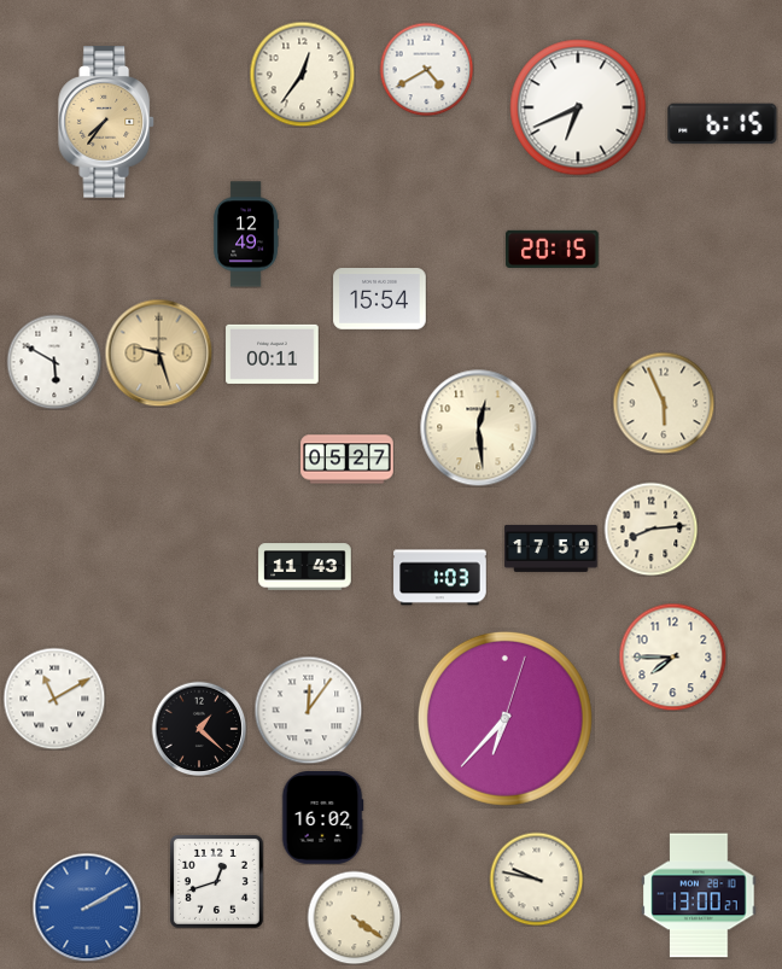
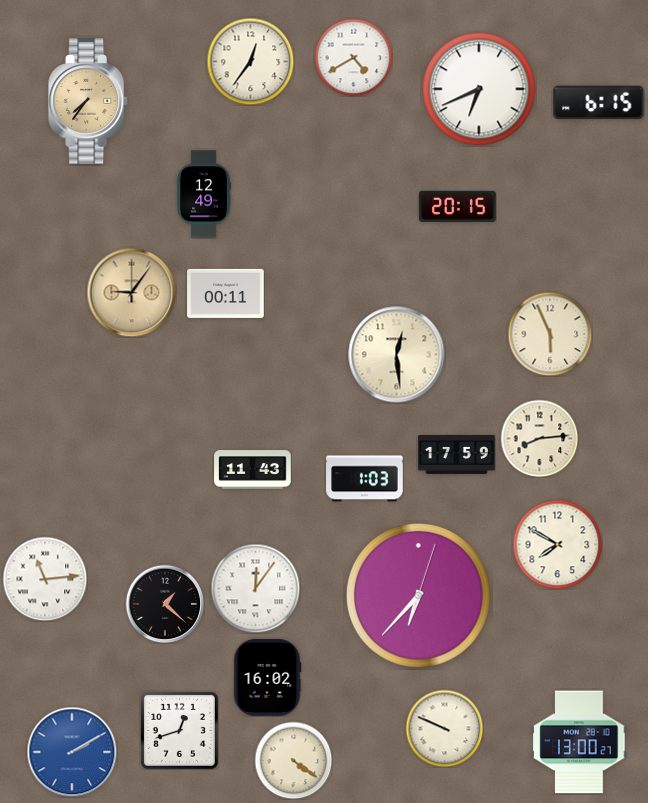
clock at (380, 299): 15:54 -> none
clock at (158, 352): 9:27 -> 9:06
clock at (54, 362): 5:50 -> none
clock at (348, 460): 05:27 -> none
clock at (672, 656): 7:45 -> 7:50
clock at (54, 699): 11:10 -> 11:14
clock at (536, 878): 9:47 -> 9:49
